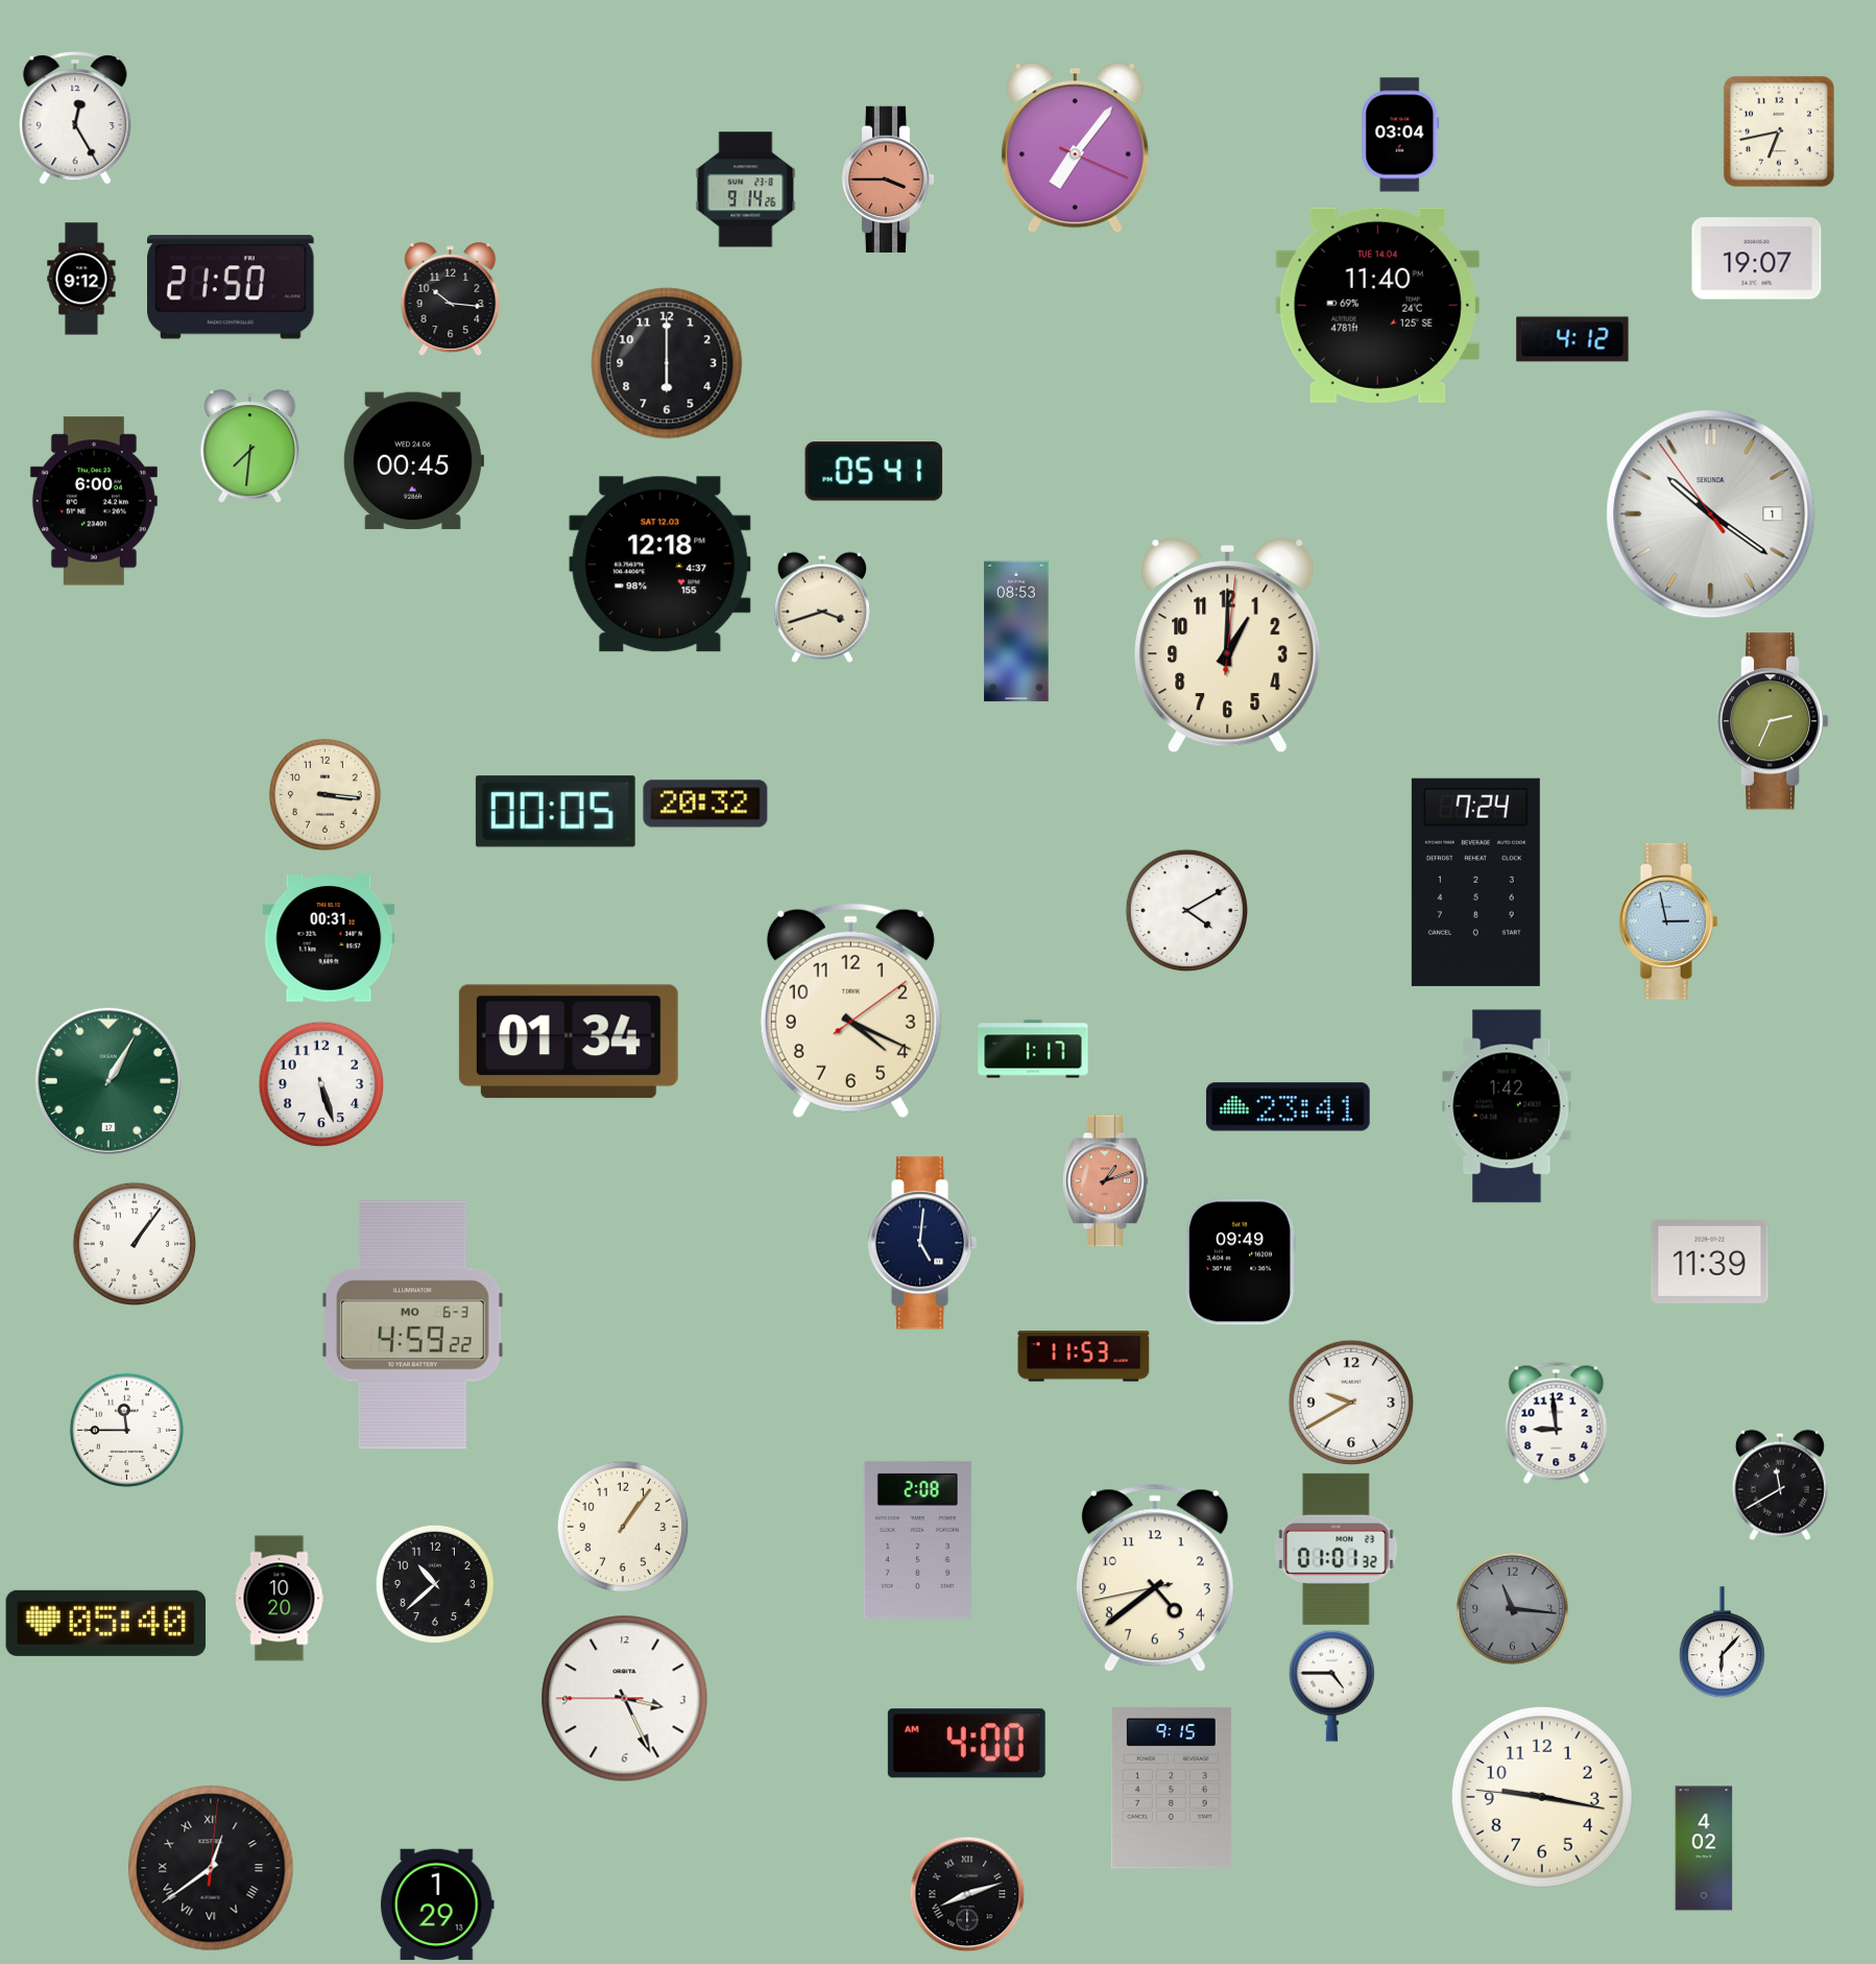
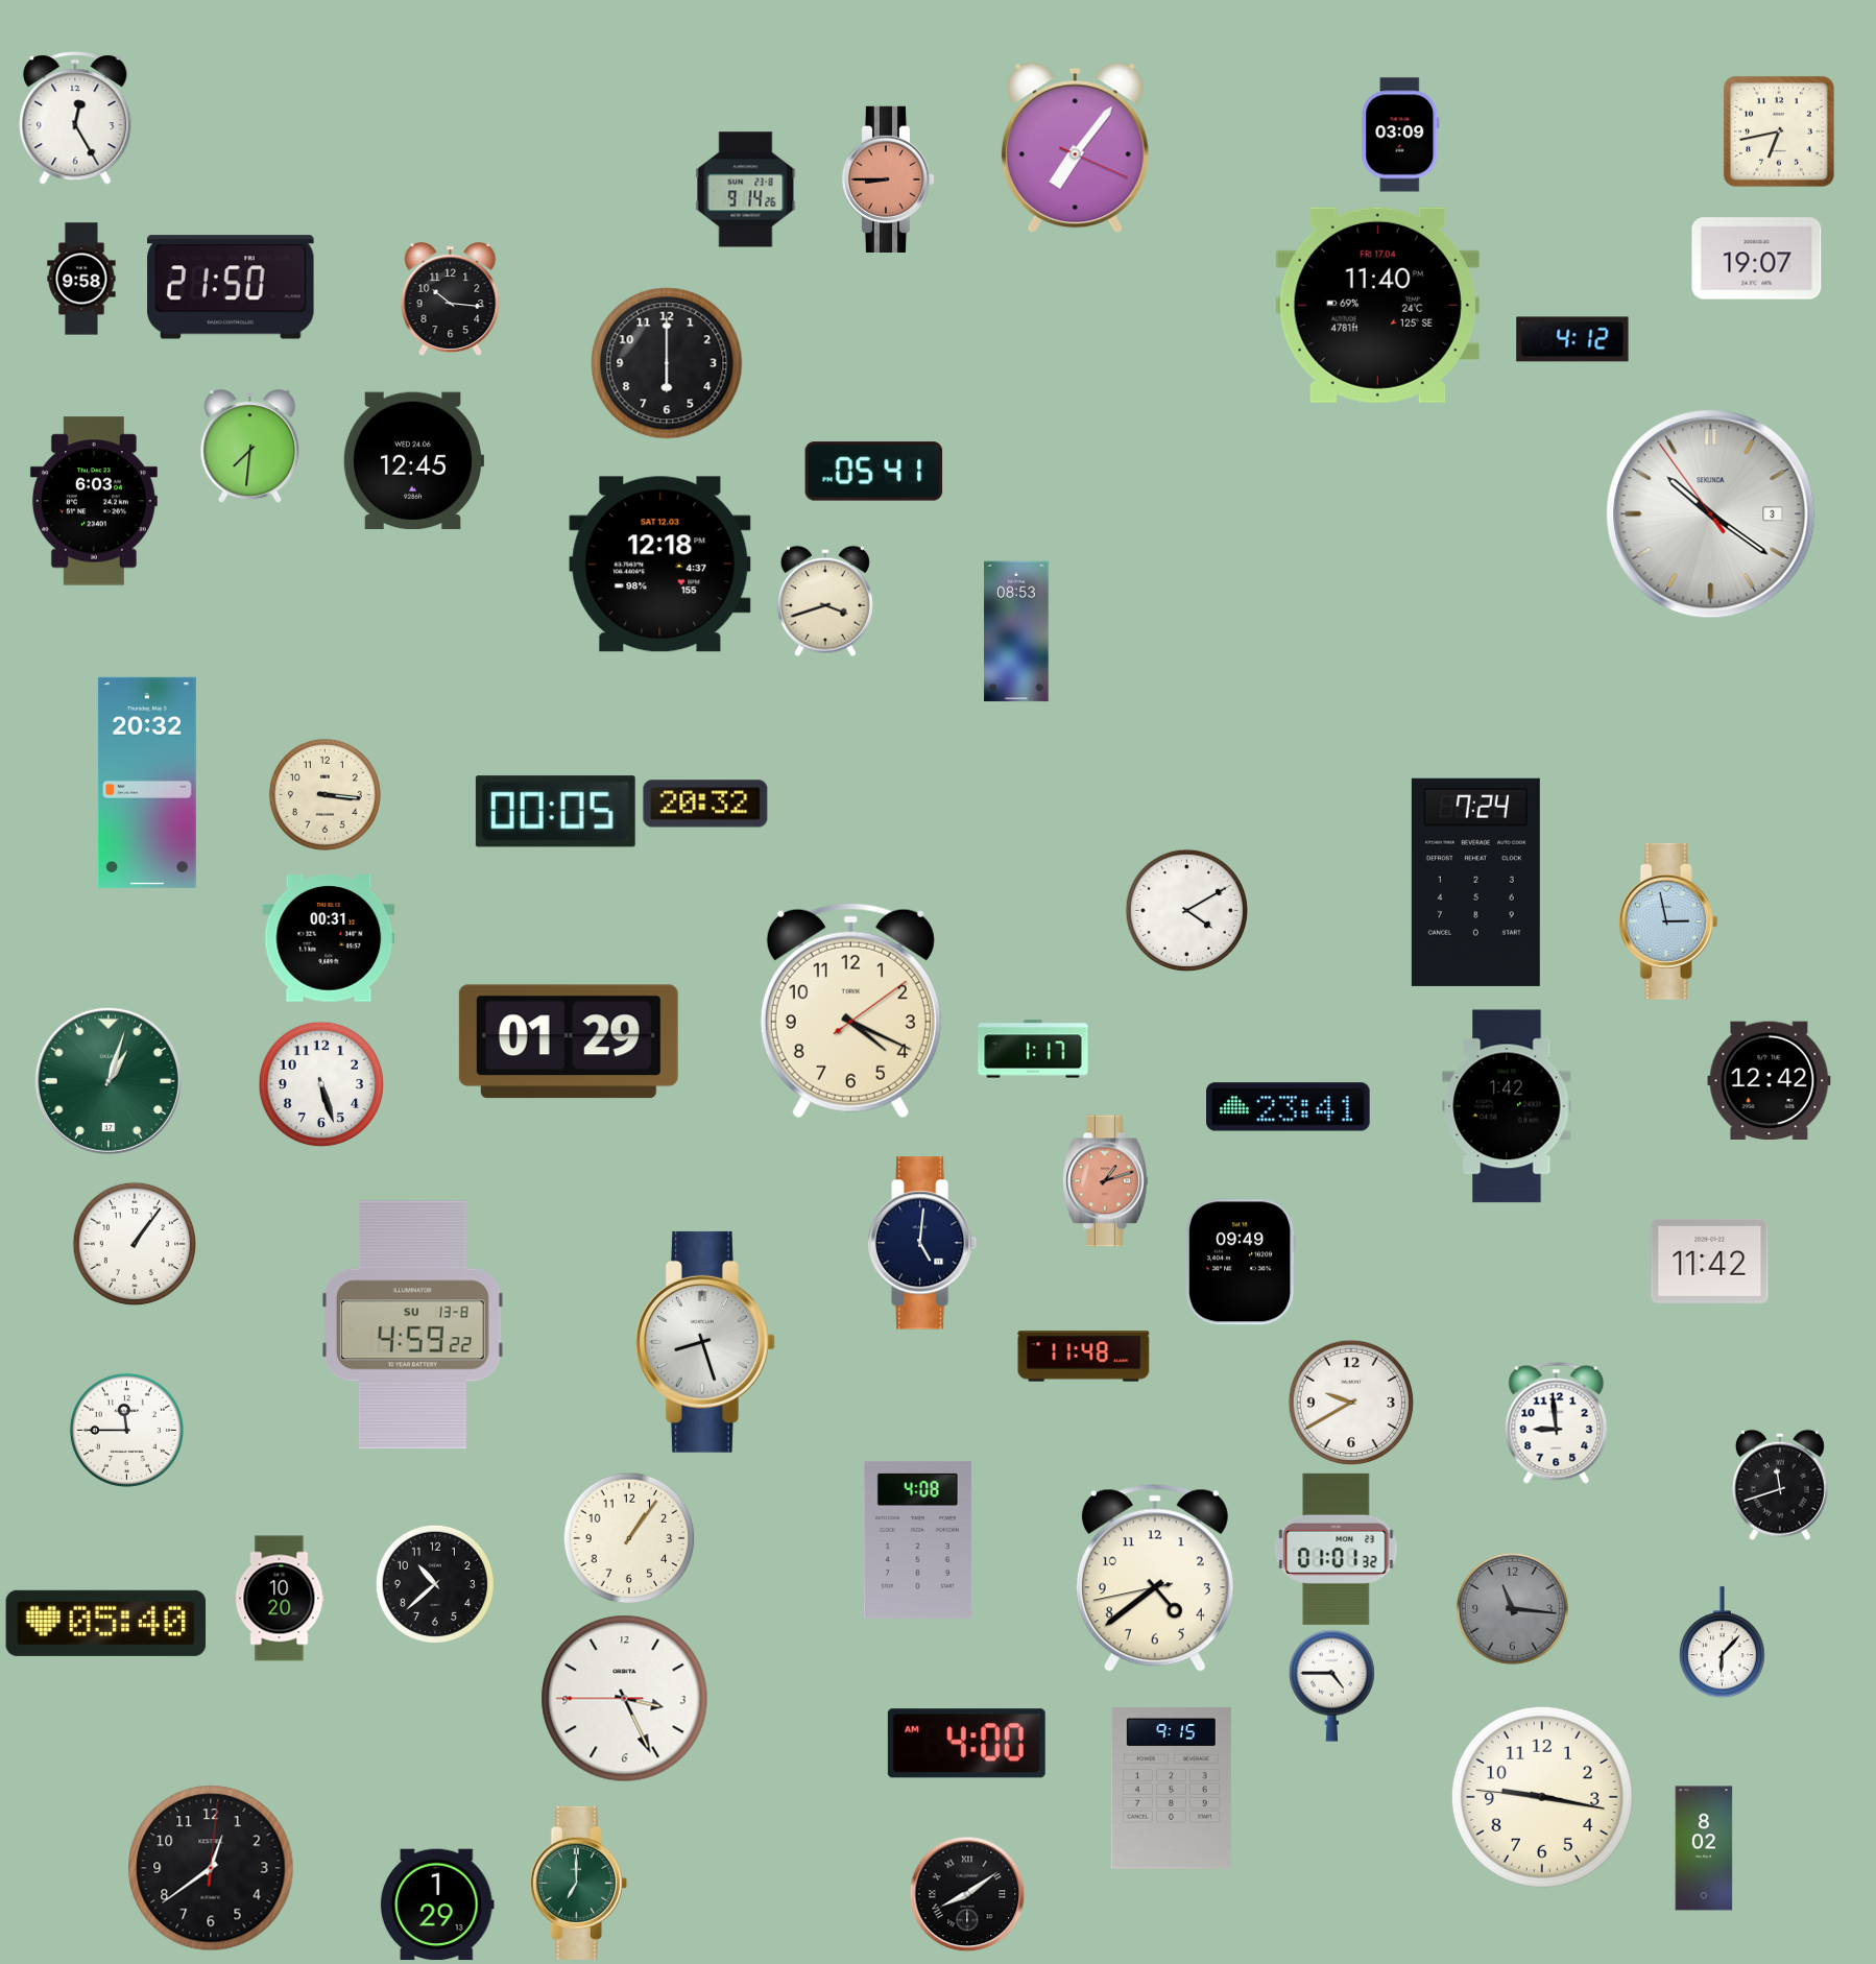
clock at (1400, 135): 03:04 -> 03:09
clock at (887, 179): 3:45 -> 8:45
clock at (81, 279): 9:12 -> 9:58
clock at (1377, 305) date: TUE 14.04 -> FRI 17.04
clock at (412, 461): 00:45 -> 12:45
clock at (94, 501): 6:00 -> 6:03
clock at (1711, 514) date: 1 -> 3
clock at (822, 607) position: (822, 607) -> (825, 601)
clock at (1228, 645): 1:00 -> none
clock at (1773, 721): 2:34 -> none
clock at (147, 783): none -> 20:32
clock at (569, 1041): 01:34 -> 01:29
clock at (1770, 1080): none -> 12:42
clock at (109, 1081): 1:05 -> 1:03
clock at (1710, 1261): 11:39 -> 11:42
clock at (412, 1325) date: MO 6-3 -> SU 13-8
clock at (705, 1342): none -> 8:27
clock at (1084, 1357): 11:53 -> 11:48
clock at (1780, 1485): 11:40 -> 11:42
clock at (623, 1527) position: (623, 1527) -> (629, 1538)
clock at (917, 1539): 2:08 -> 4:08
clock at (1704, 1848): 4:02 -> 8:02
clock at (211, 1868) numerals: Roman -> Arabic
clock at (578, 1883): none -> 7:00
clock at (967, 1894): 8:12 -> 8:09
